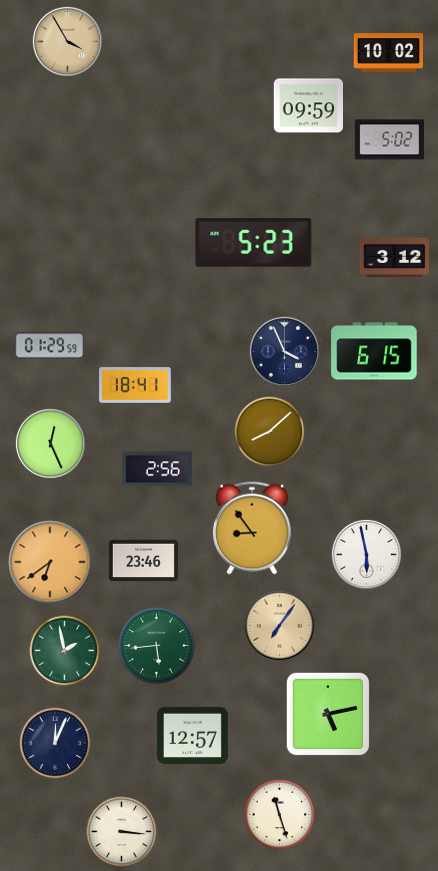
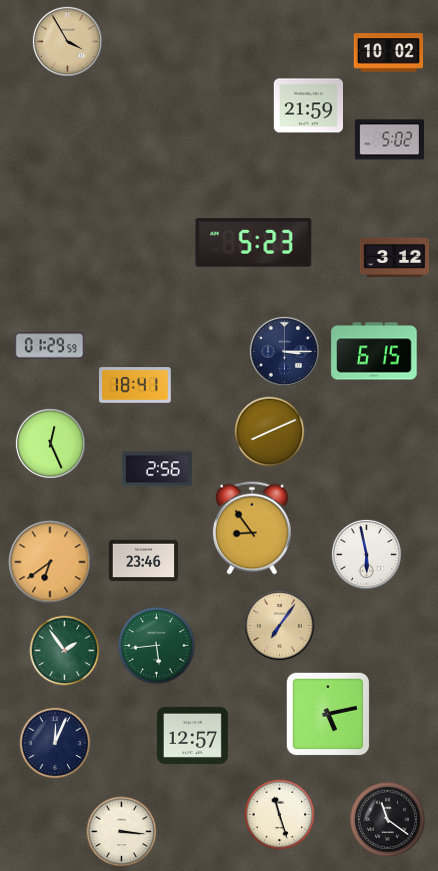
clock at (308, 106): 09:59 -> 21:59
clock at (284, 351): 3:56 -> 3:15
clock at (270, 432): 8:08 -> 8:11
clock at (65, 651): 1:58 -> 1:54
clock at (387, 819): none -> 11:21
